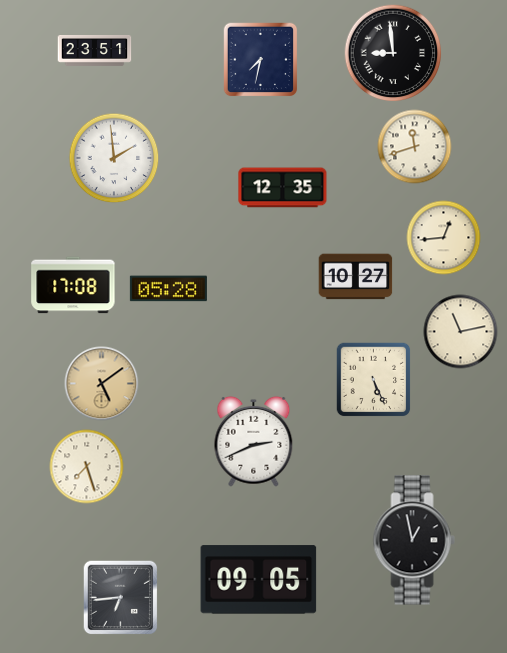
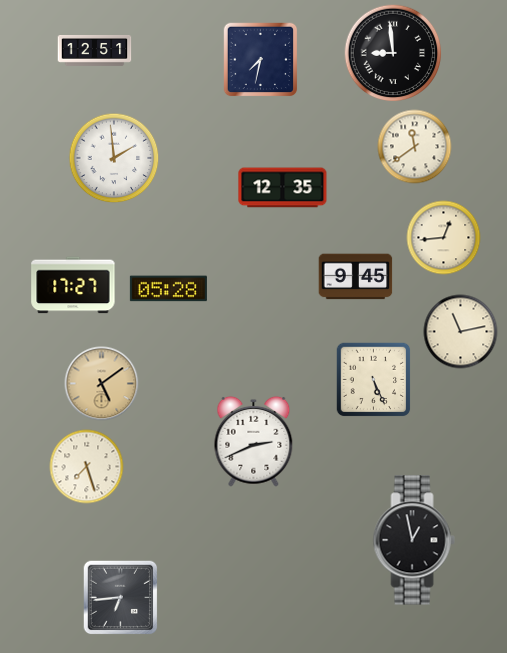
clock at (95, 51): 23:51 -> 12:51
clock at (415, 147): 11:42 -> 11:39
clock at (356, 277): 10:27 -> 9:45
clock at (73, 285): 17:08 -> 17:27
clock at (259, 580): 09:05 -> none
